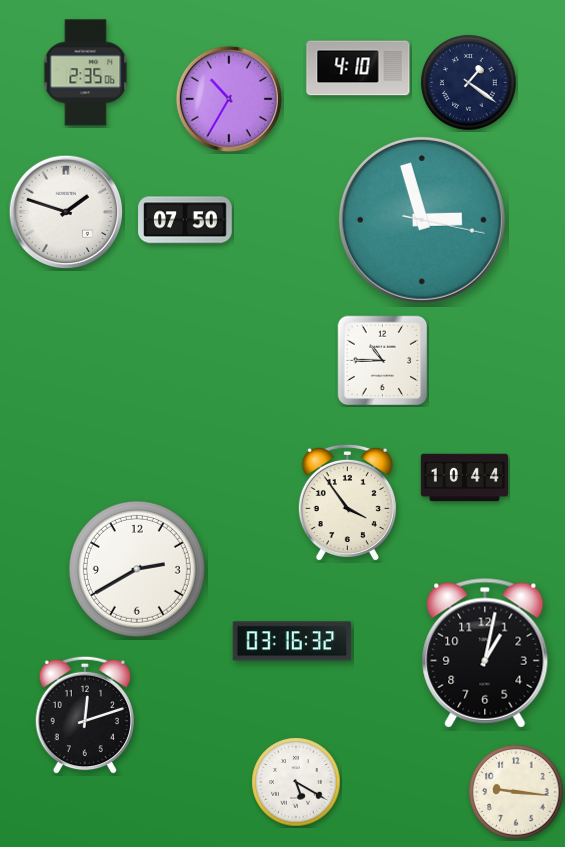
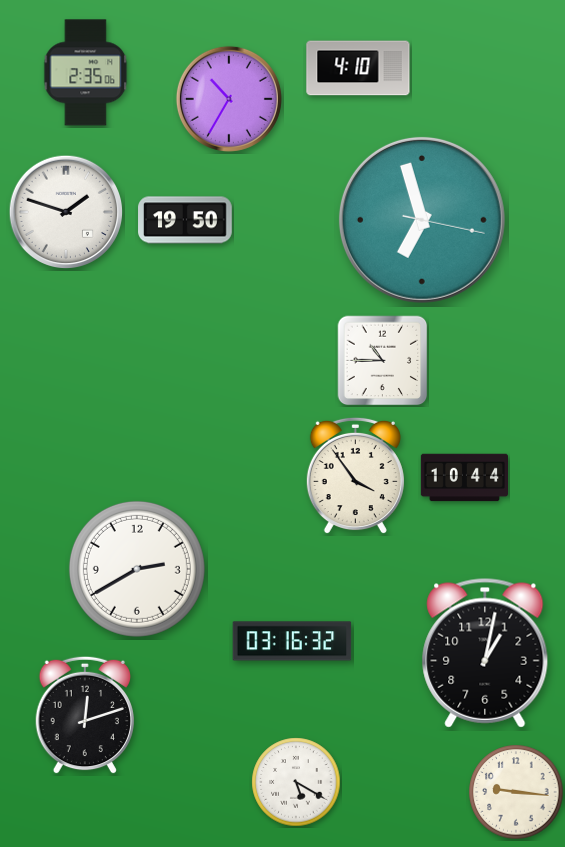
clock at (469, 83): 1:21 -> none
clock at (185, 220): 07:50 -> 19:50
clock at (422, 220): 2:57 -> 6:57
clock at (347, 503) position: (347, 503) -> (355, 476)
